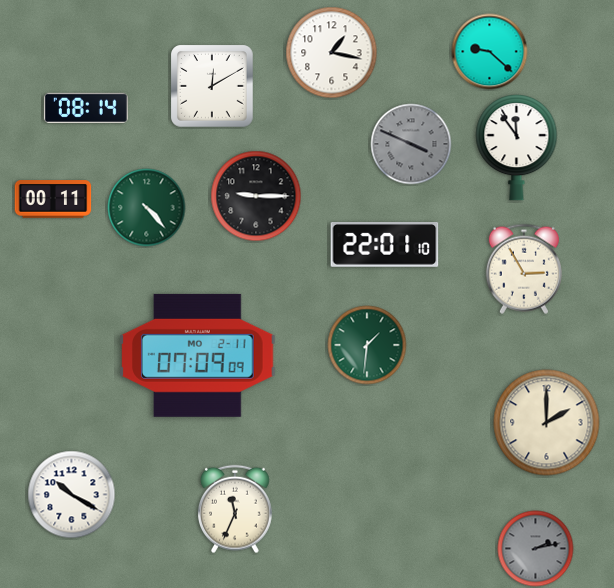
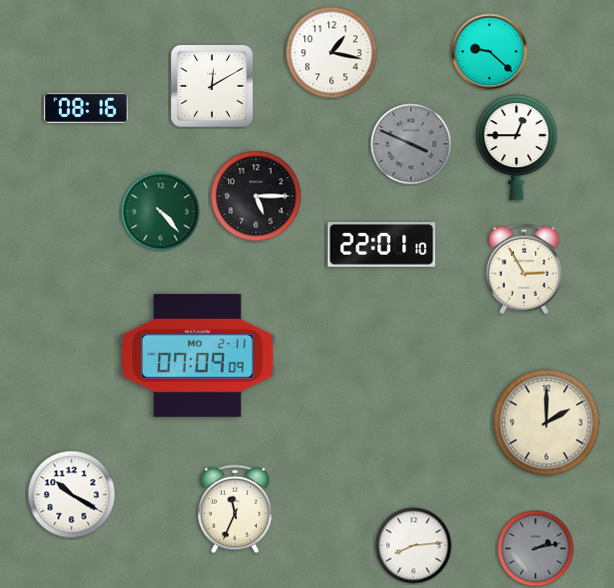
clock at (86, 108): 08:14 -> 08:16
clock at (517, 148): 11:54 -> 12:45
clock at (256, 196): 9:15 -> 5:15
clock at (53, 199): 00:11 -> none
clock at (147, 208) position: (147, 208) -> (161, 212)
clock at (385, 245) position: (385, 245) -> (382, 245)
clock at (367, 345): 1:31 -> none
clock at (414, 546): none -> 8:14
